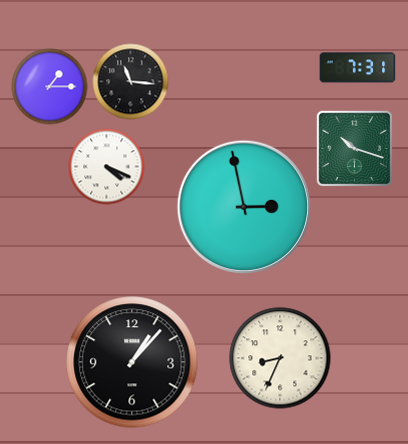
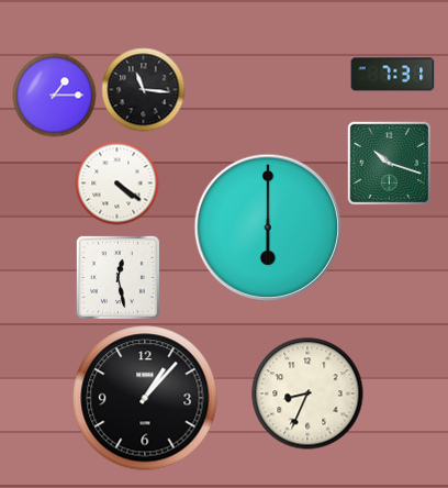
clock at (107, 167): 4:19 -> 4:21
clock at (244, 207): 2:58 -> 6:00
clock at (117, 277): none -> 12:28
